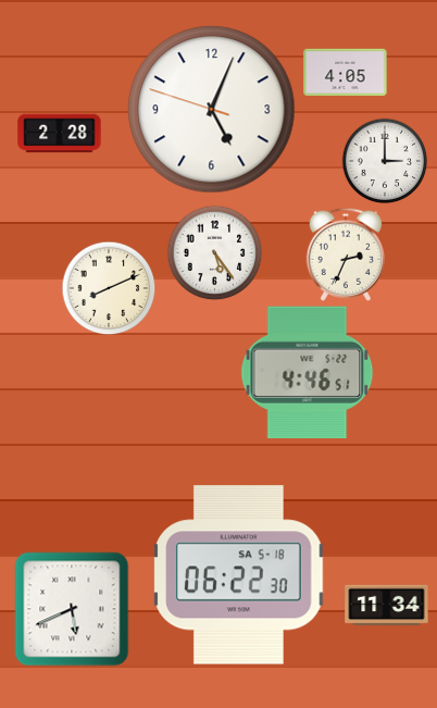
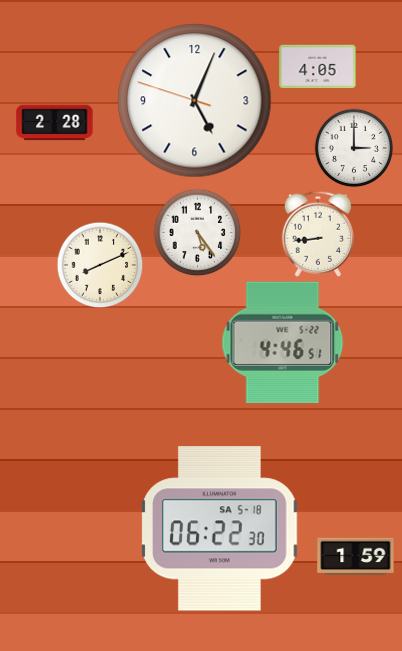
clock at (346, 254): 2:34 -> 8:44
clock at (387, 606): 11:34 -> 1:59
clock at (72, 609): 5:41 -> none
